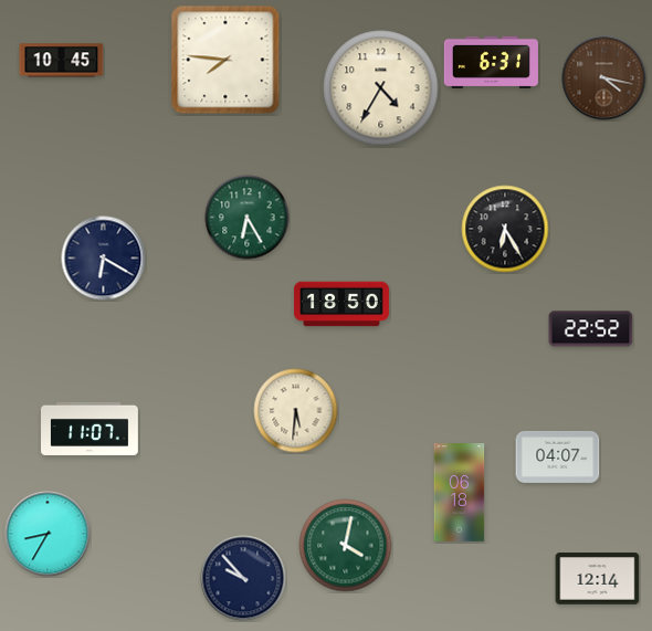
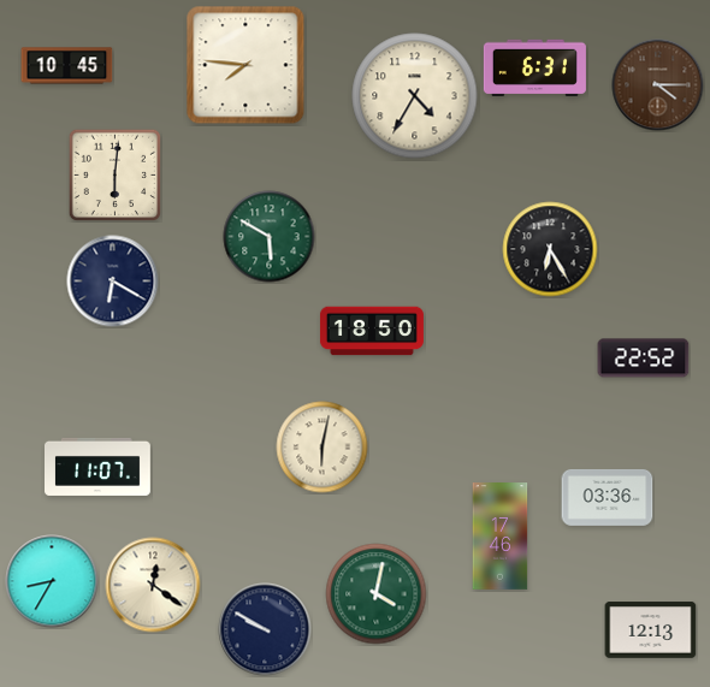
clock at (604, 78): 4:17 -> 4:15
clock at (114, 174): none -> 6:01
clock at (248, 218): 6:25 -> 5:50
clock at (296, 411): 5:31 -> 6:02
clock at (558, 456): 04:07 -> 03:36
clock at (460, 493): 06:18 -> 17:46
clock at (153, 585): none -> 12:21
clock at (243, 578): 9:53 -> 9:50
clock at (598, 579): 12:14 -> 12:13
